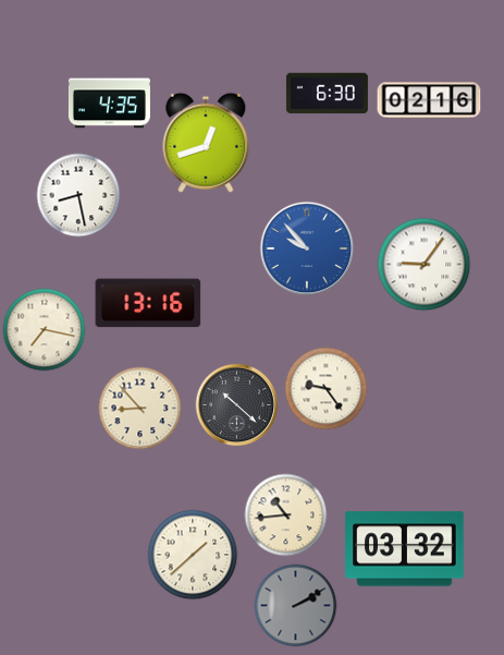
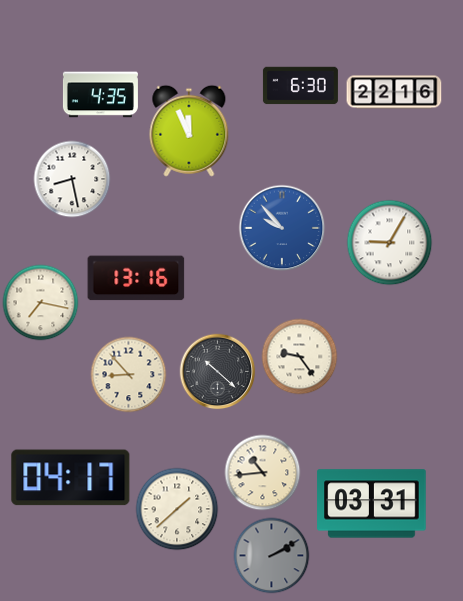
clock at (429, 100): 02:16 -> 22:16
clock at (206, 143): 12:42 -> 11:56
clock at (425, 265): 9:06 -> 9:05
clock at (71, 478): none -> 04:17
clock at (405, 549): 03:32 -> 03:31
